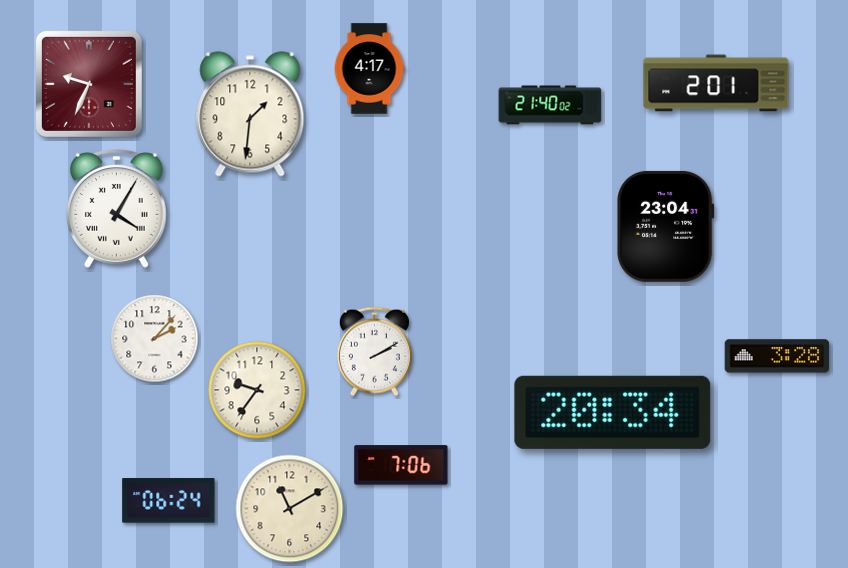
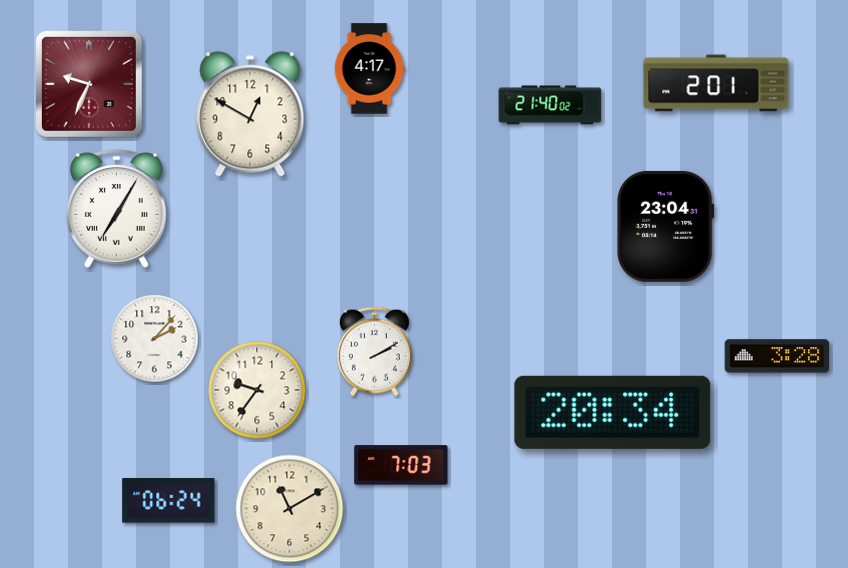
clock at (250, 114): 1:31 -> 12:50
clock at (117, 209): 4:05 -> 7:05
clock at (401, 465): 7:06 -> 7:03
